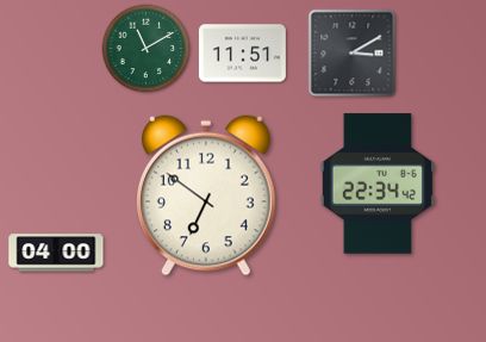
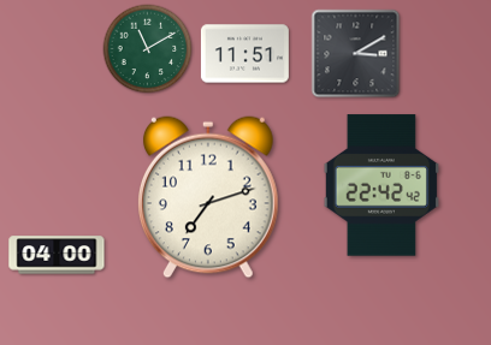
clock at (378, 184): 22:34 -> 22:42
clock at (207, 195): 6:51 -> 7:12
